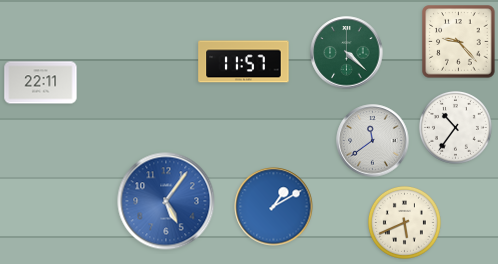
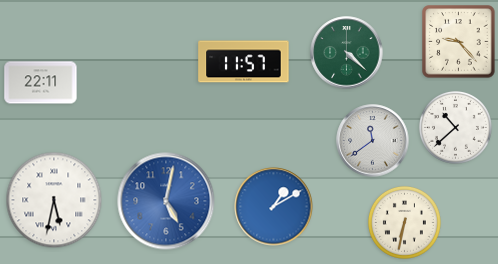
clock at (455, 127): 10:36 -> 10:38
clock at (54, 200): none -> 5:32
clock at (166, 201): 5:06 -> 5:02
clock at (404, 222): 5:41 -> 6:32
